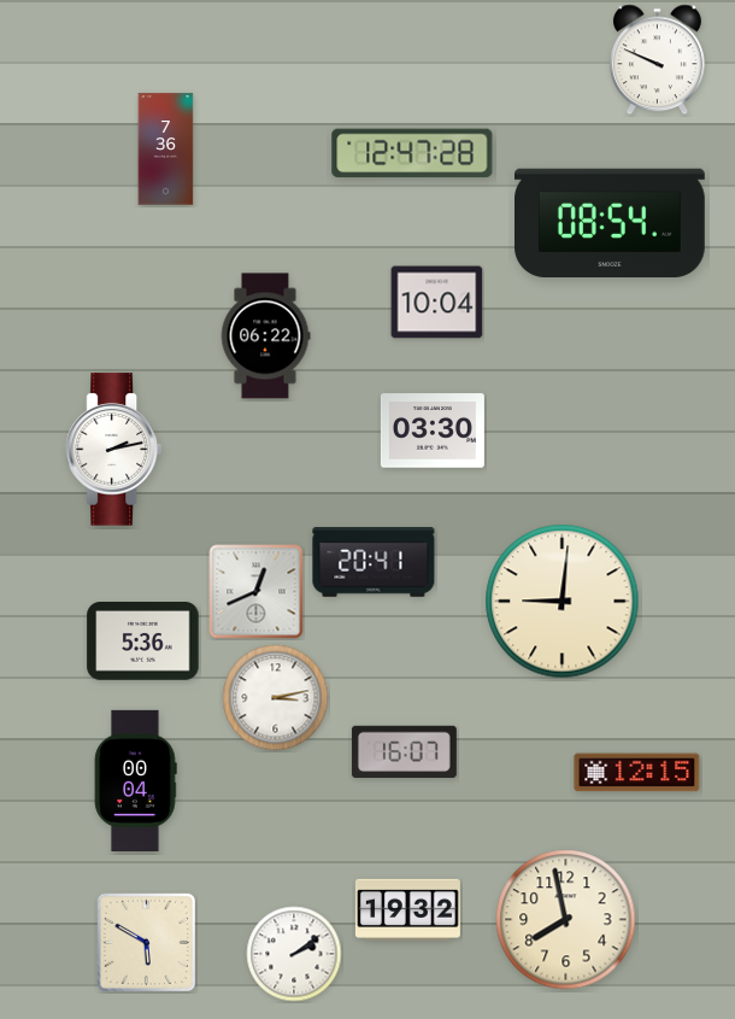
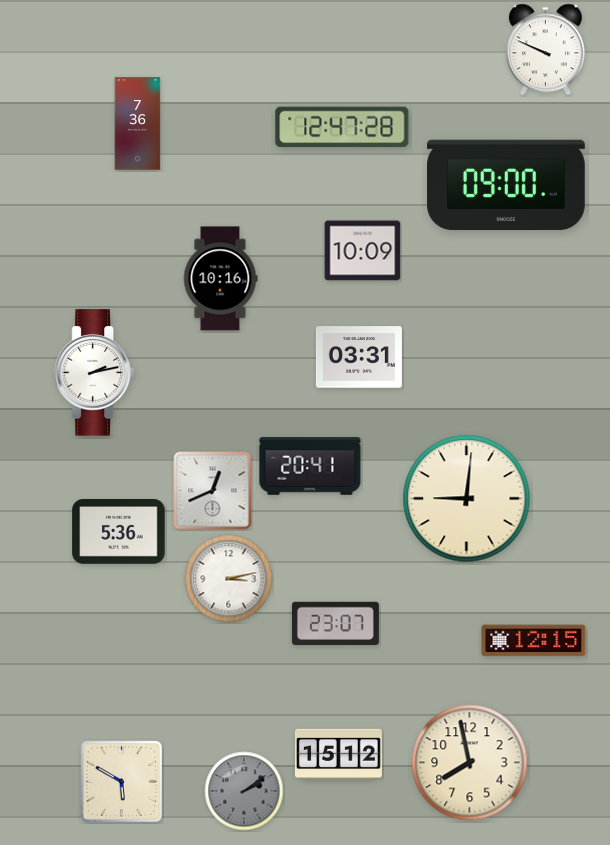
clock at (611, 223): 08:54 -> 09:00
clock at (437, 303): 10:04 -> 10:09
clock at (265, 336): 06:22 -> 10:16
clock at (433, 431): 03:30 -> 03:31
clock at (404, 751): 16:07 -> 23:07
clock at (637, 773) position: (637, 773) -> (534, 641)
clock at (136, 780): 00:04 -> none
clock at (407, 909): 19:32 -> 15:12
clock at (294, 954) dial: white -> grey
